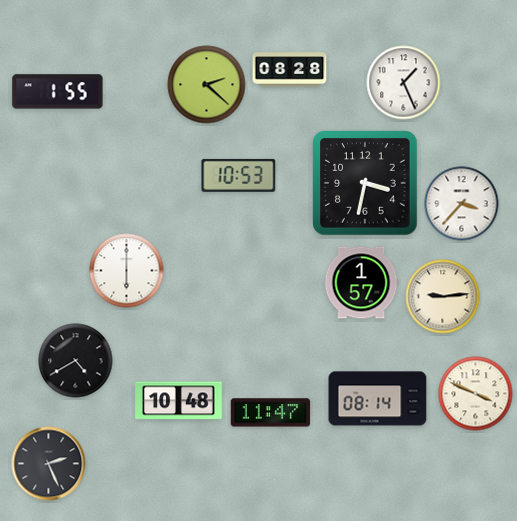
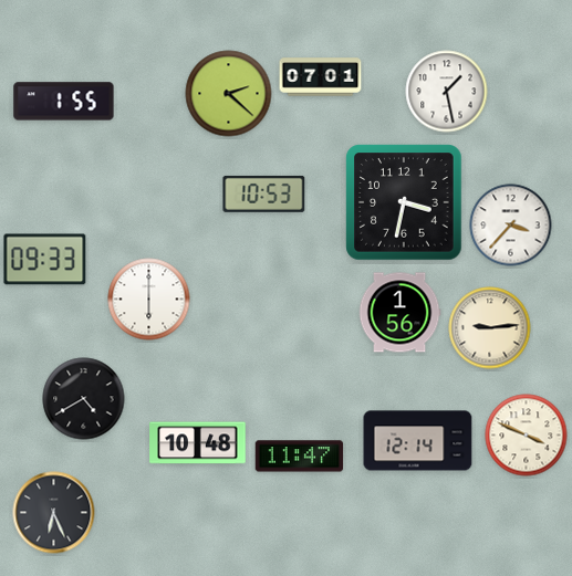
clock at (290, 70): 08:28 -> 07:01
clock at (404, 83): 1:26 -> 1:28
clock at (45, 260): none -> 09:33
clock at (127, 271) position: (127, 271) -> (149, 300)
clock at (361, 283): 1:57 -> 1:56
clock at (378, 399): 08:14 -> 12:14
clock at (49, 464): 2:26 -> 6:26
